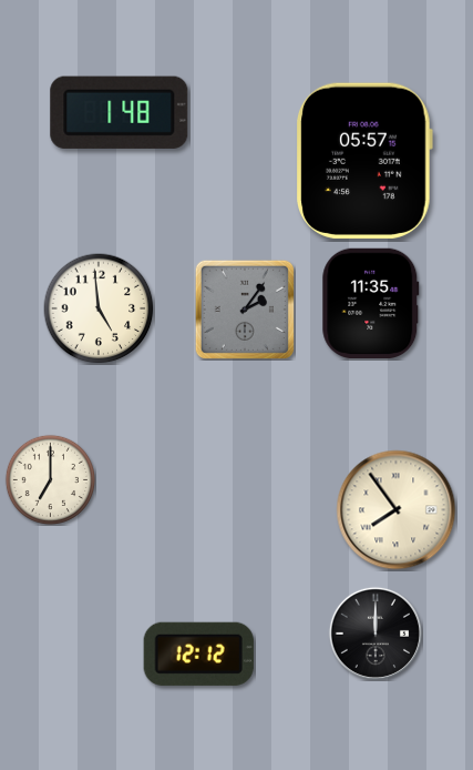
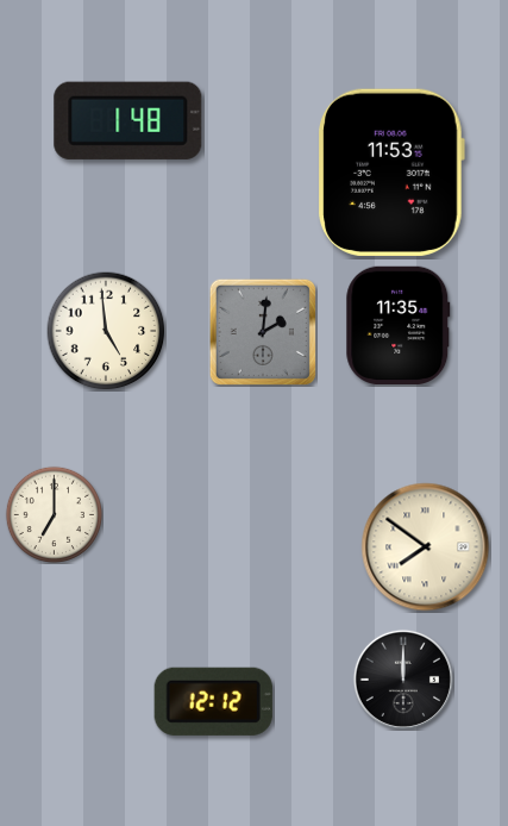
clock at (364, 161): 05:57 -> 11:53
clock at (245, 310): 2:06 -> 2:01
clock at (397, 510): 7:54 -> 7:51
